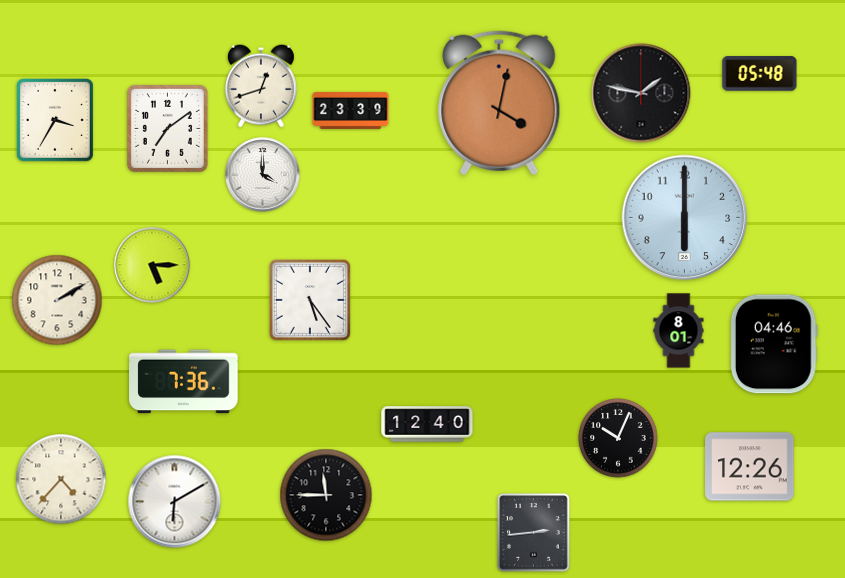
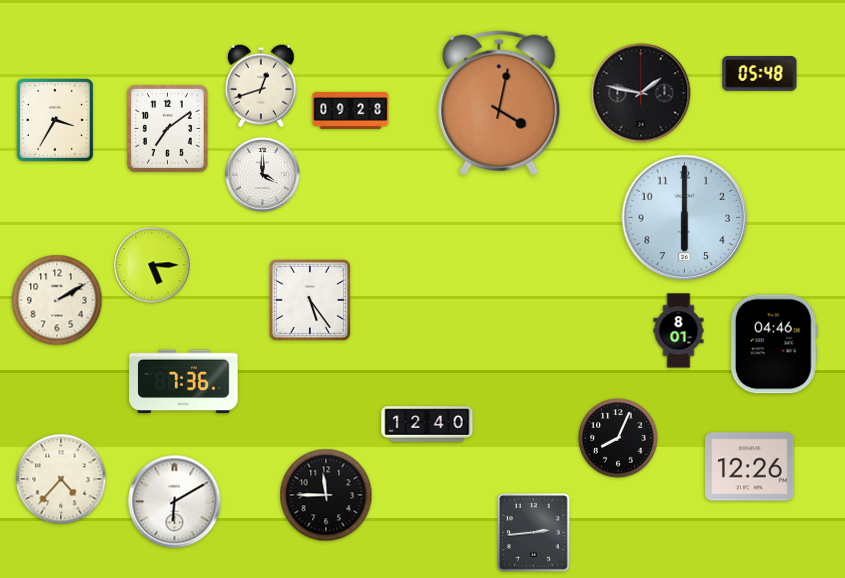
clock at (351, 110): 23:39 -> 09:28
clock at (618, 438): 10:04 -> 8:04
